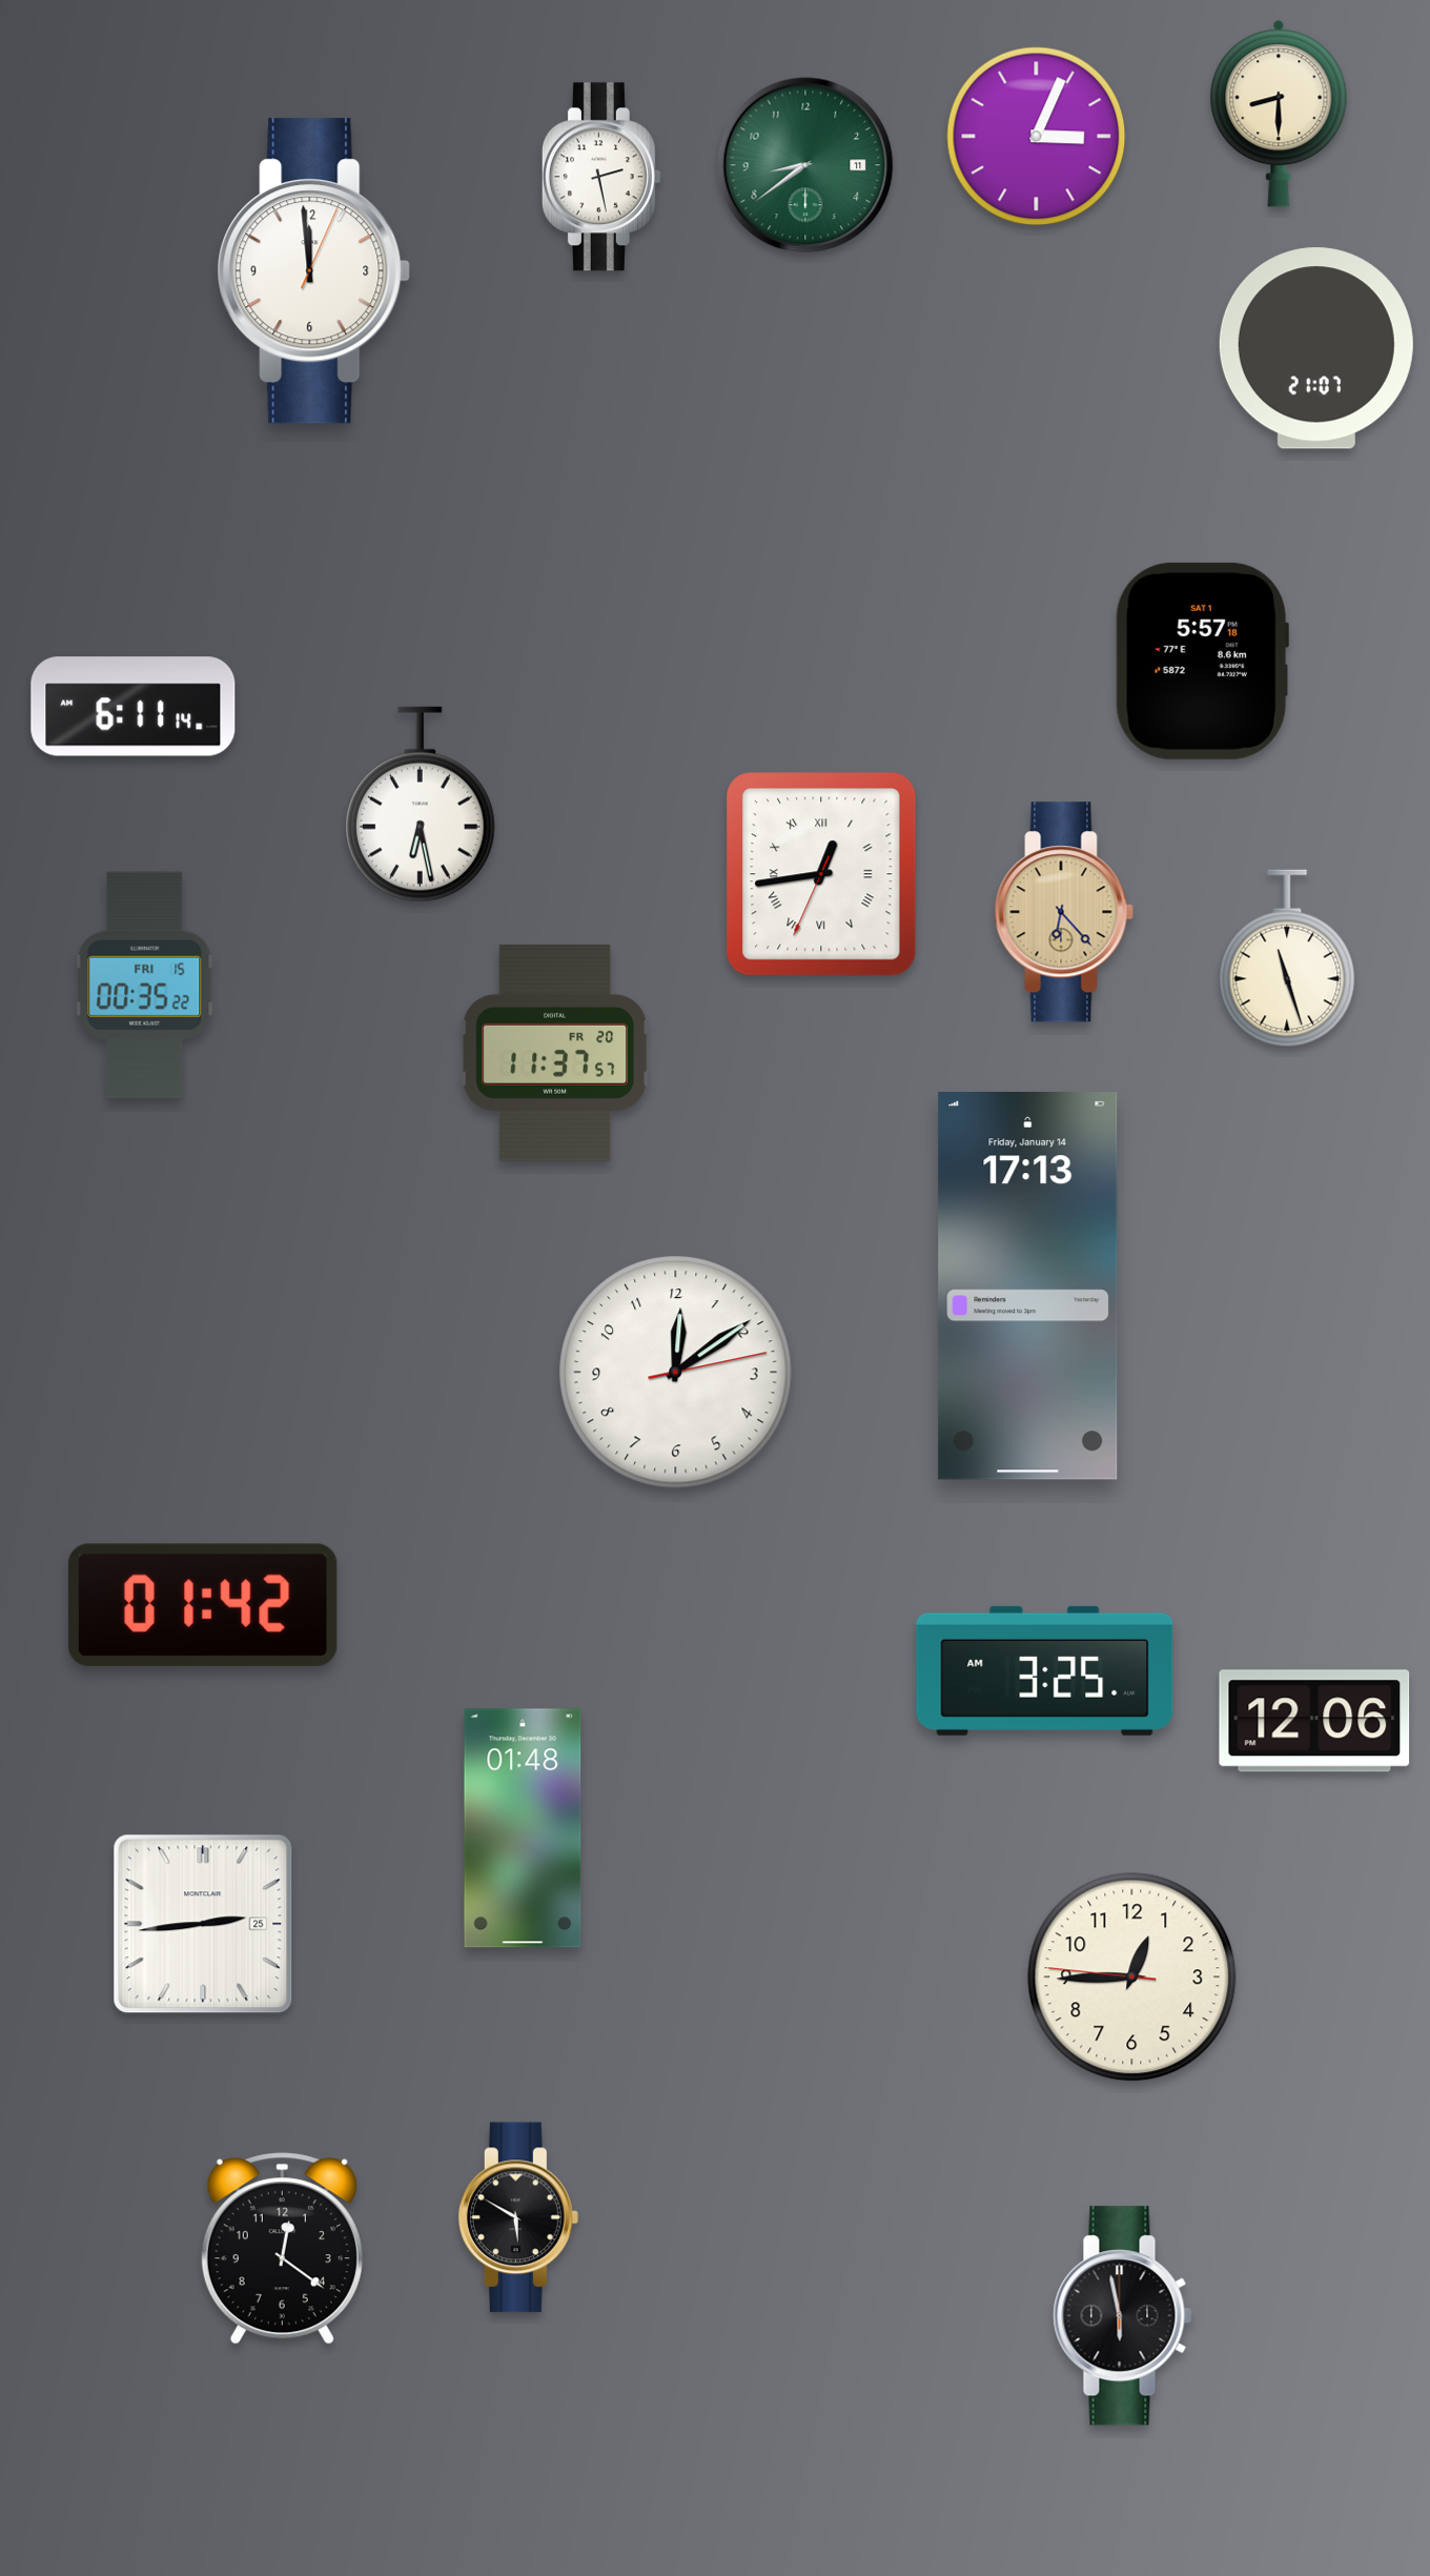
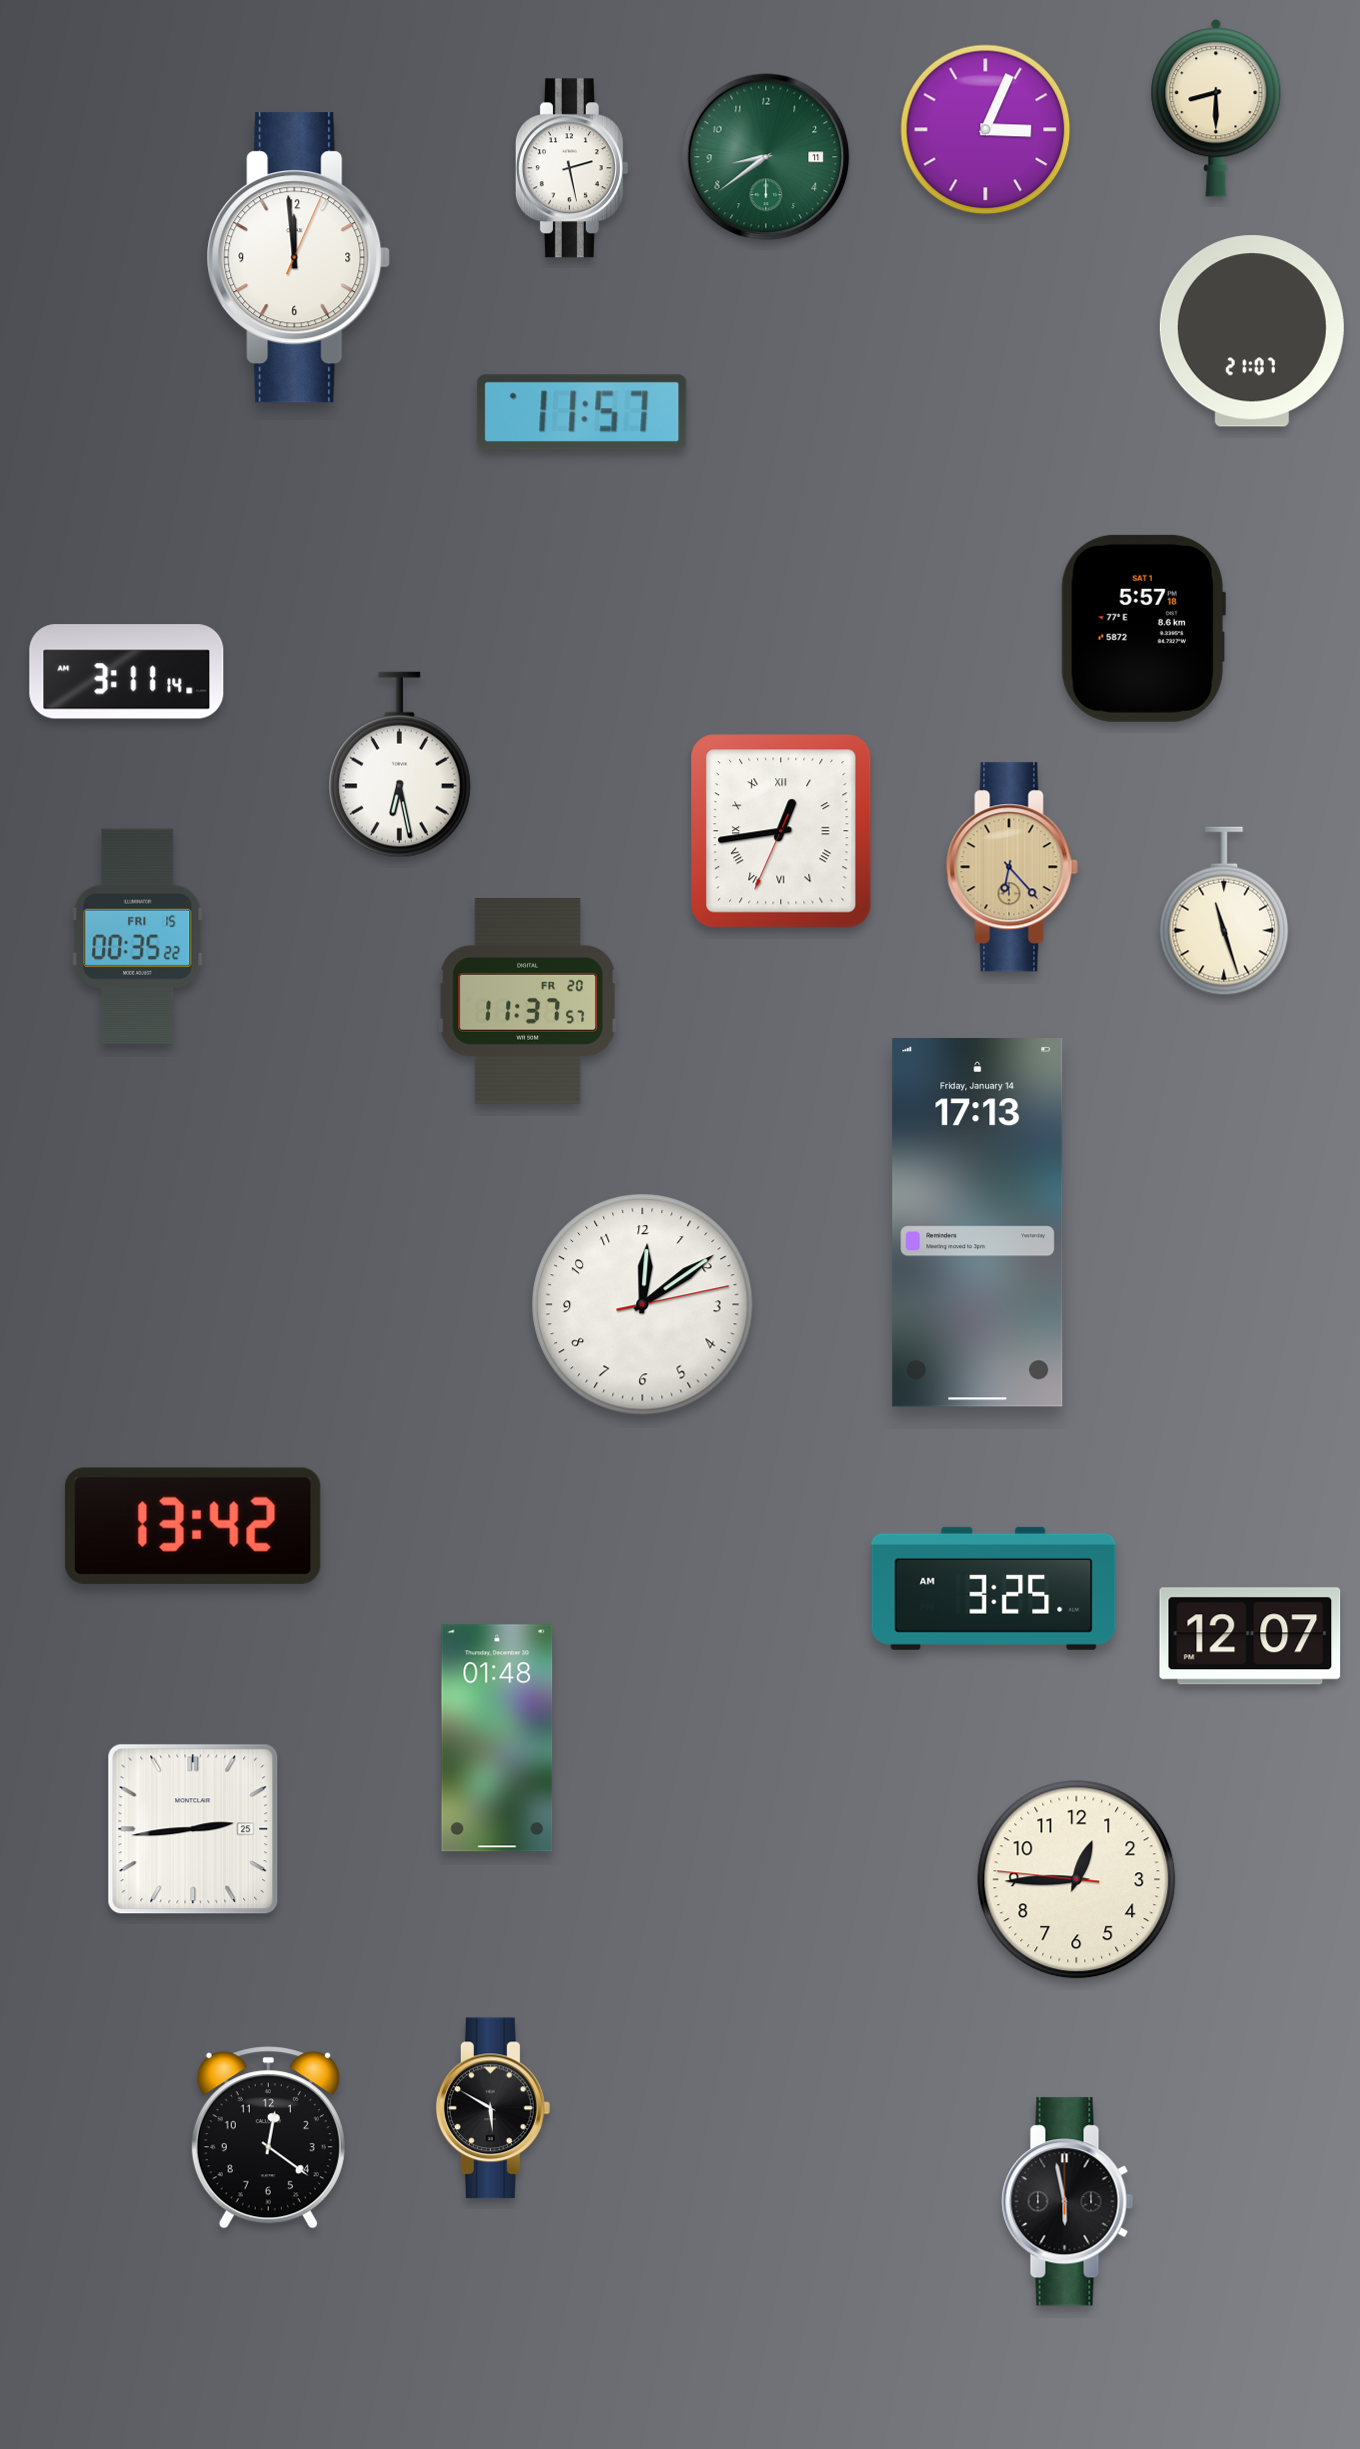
clock at (582, 412): none -> 11:57
clock at (134, 707): 6:11 -> 3:11
clock at (203, 1605): 01:42 -> 13:42
clock at (1314, 1721): 12:06 -> 12:07
